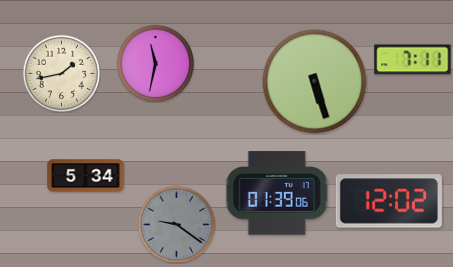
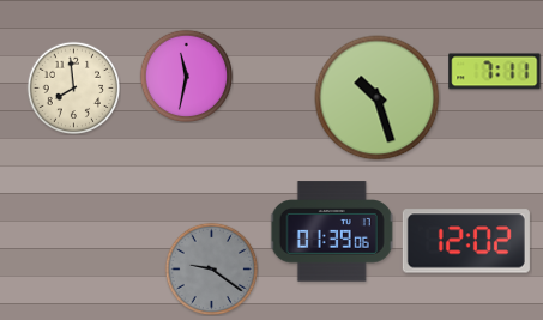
clock at (61, 73): 1:43 -> 7:59
clock at (315, 82): 5:27 -> 10:27
clock at (86, 176): 5:34 -> none
